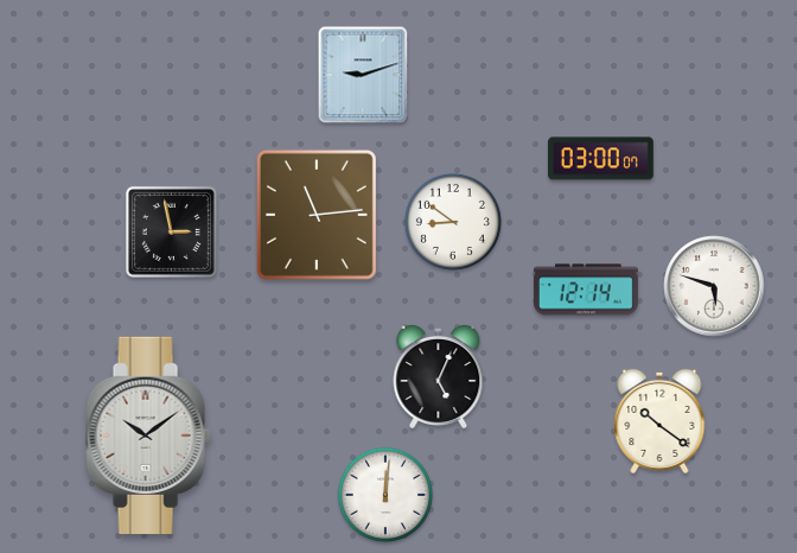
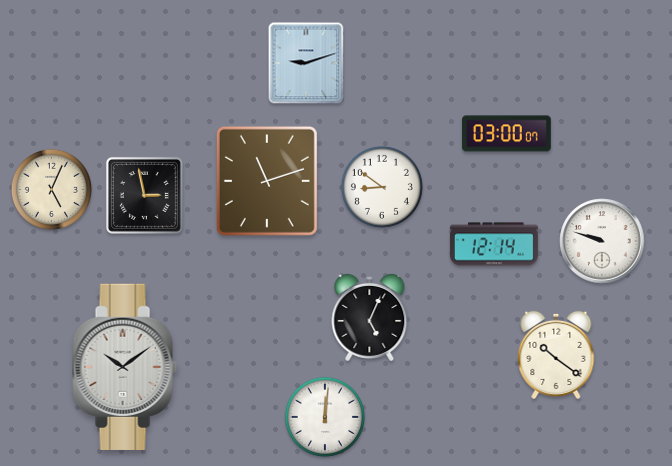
clock at (317, 215): 11:14 -> 11:12
clock at (51, 189): none -> 5:04
clock at (714, 286): 5:48 -> 9:48
